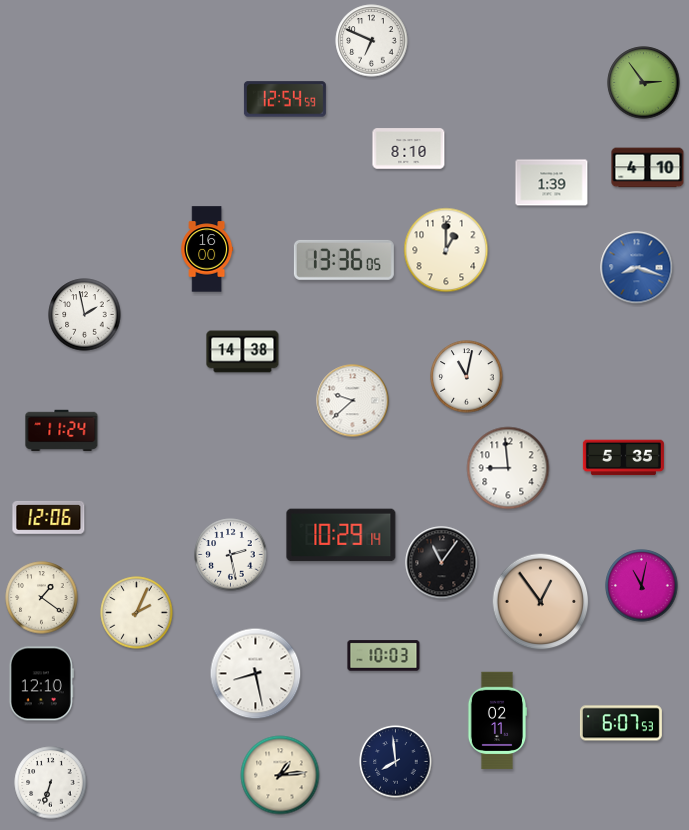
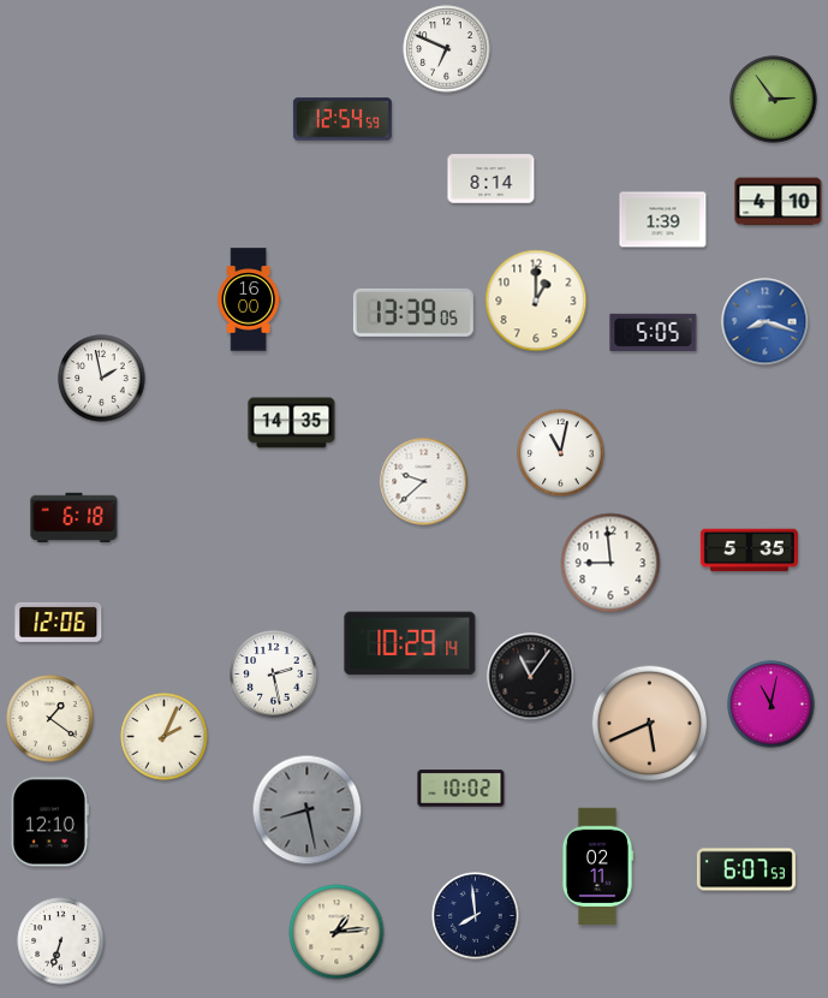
clock at (409, 149): 8:10 -> 8:14
clock at (344, 260): 13:36 -> 13:39
clock at (654, 332): none -> 5:05
clock at (243, 352): 14:38 -> 14:35
clock at (62, 431): 11:24 -> 6:18
clock at (231, 555) position: (231, 555) -> (274, 675)
clock at (541, 602): 12:54 -> 5:41
clock at (384, 656): 10:03 -> 10:02
clock at (256, 674) dial: white -> grey
